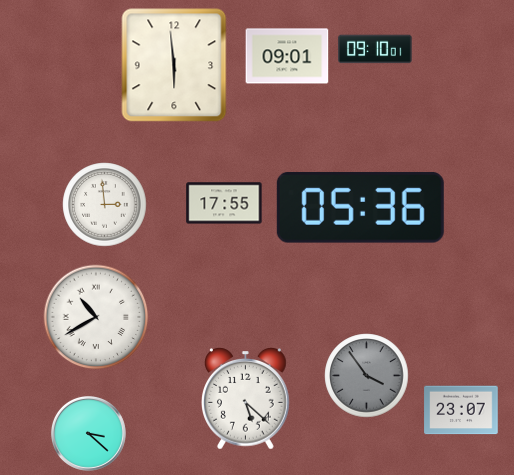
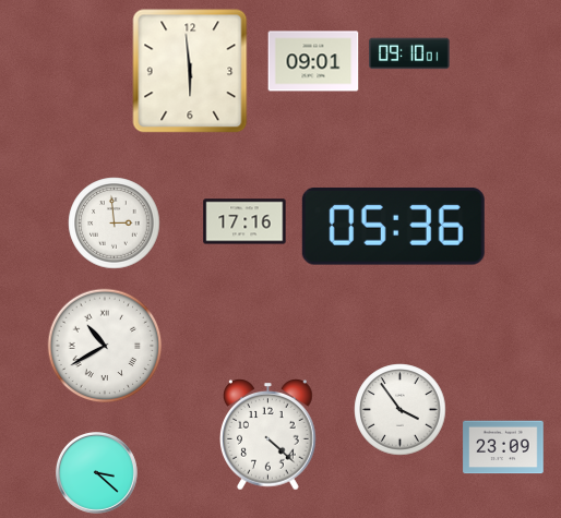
clock at (224, 203): 17:55 -> 17:16
clock at (367, 376) dial: grey -> white
clock at (246, 399): 5:22 -> 4:22
clock at (461, 410): 23:07 -> 23:09
